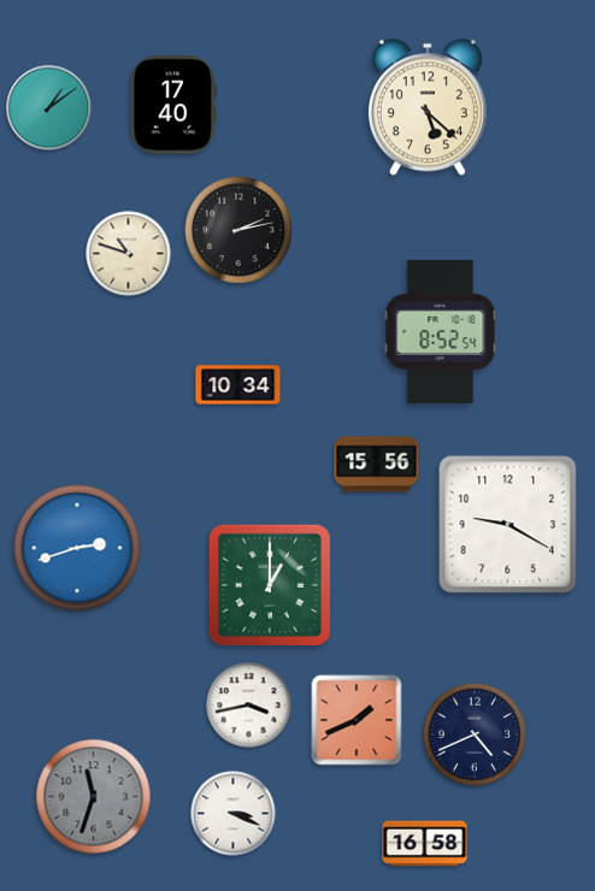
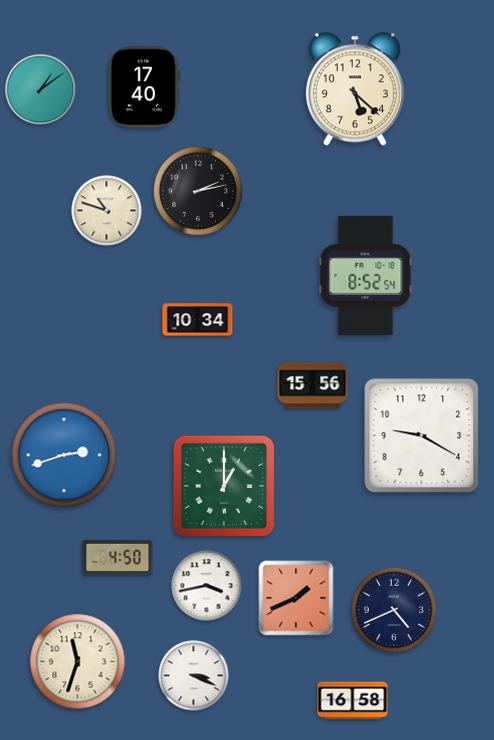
clock at (118, 557): none -> 4:50
clock at (94, 797) dial: grey -> cream
